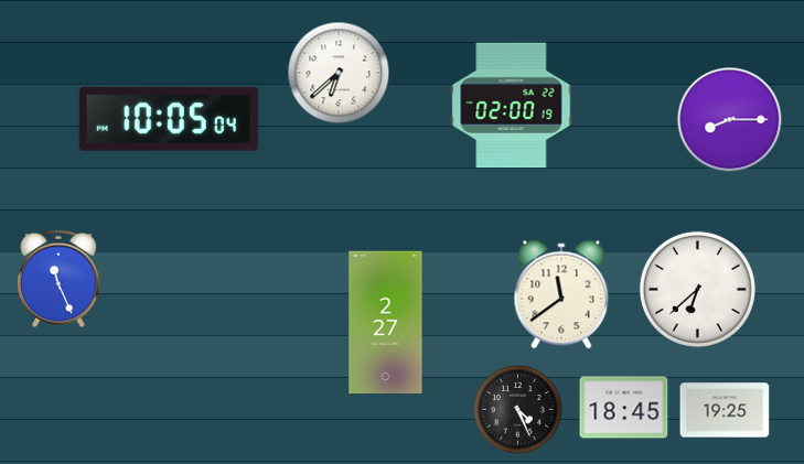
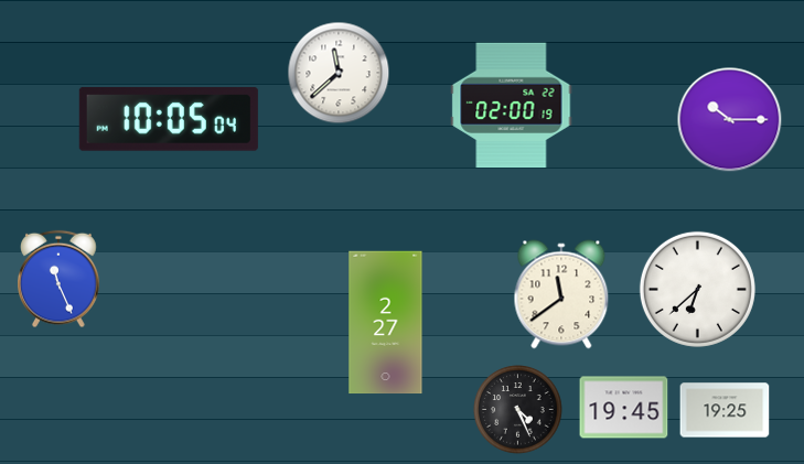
clock at (339, 73): 6:38 -> 11:38
clock at (730, 120): 8:15 -> 10:15
clock at (624, 408): 18:45 -> 19:45
